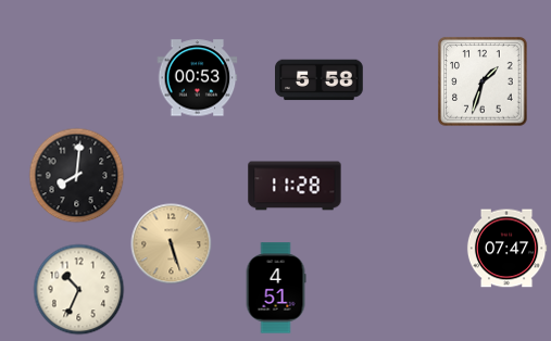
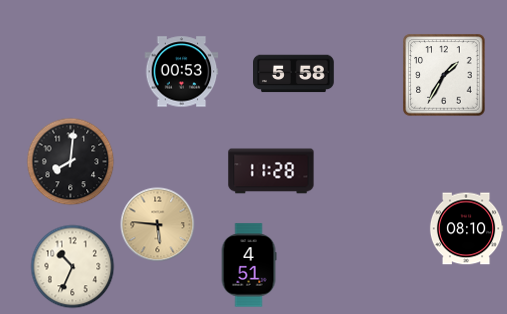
clock at (483, 81): 1:33 -> 1:35
clock at (172, 244): 5:27 -> 5:46
clock at (506, 249): 07:47 -> 08:10
clock at (276, 288) position: (276, 288) -> (249, 265)
